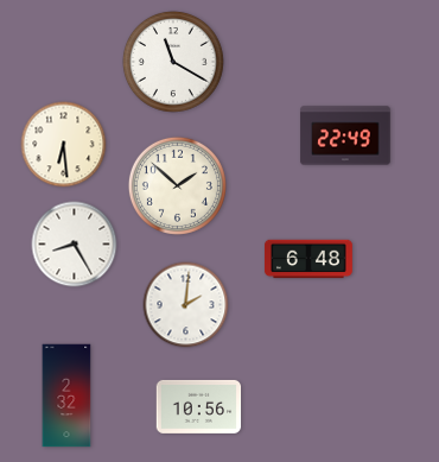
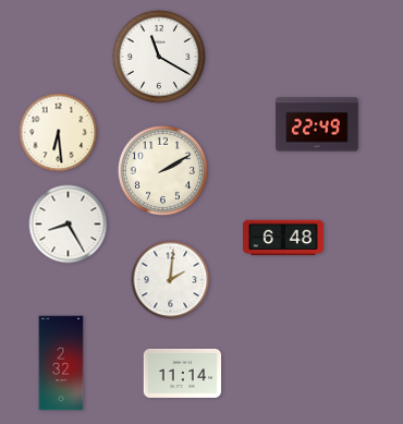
clock at (177, 185): 1:52 -> 2:10
clock at (199, 406): 10:56 -> 11:14
